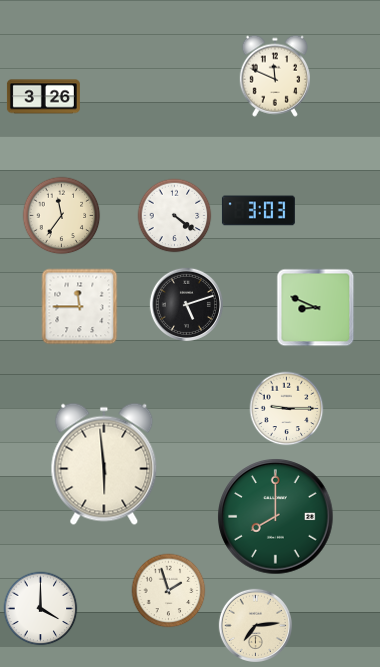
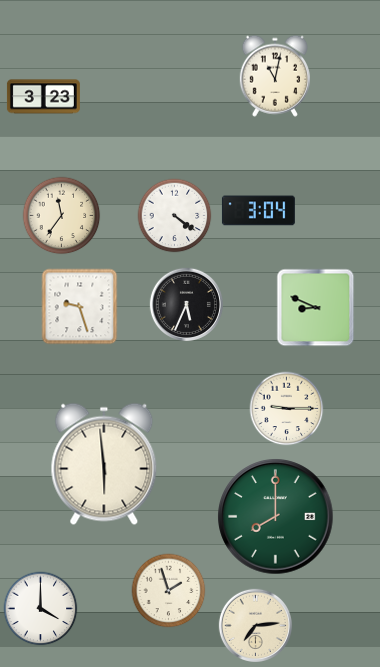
clock at (274, 76): 11:49 -> 11:02
clock at (43, 97): 3:26 -> 3:23
clock at (258, 211): 3:03 -> 3:04
clock at (186, 304): 5:12 -> 5:34
clock at (80, 307): 11:45 -> 9:27
